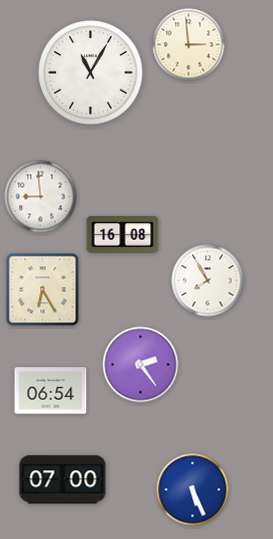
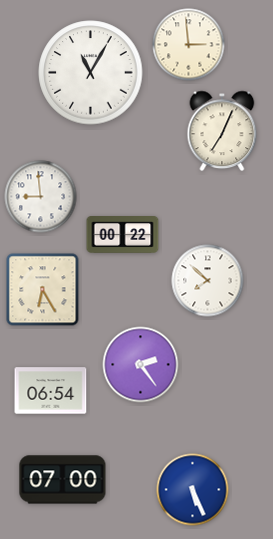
clock at (222, 131): none -> 7:04
clock at (123, 235): 16:08 -> 00:22
clock at (208, 281): 7:55 -> 7:52
